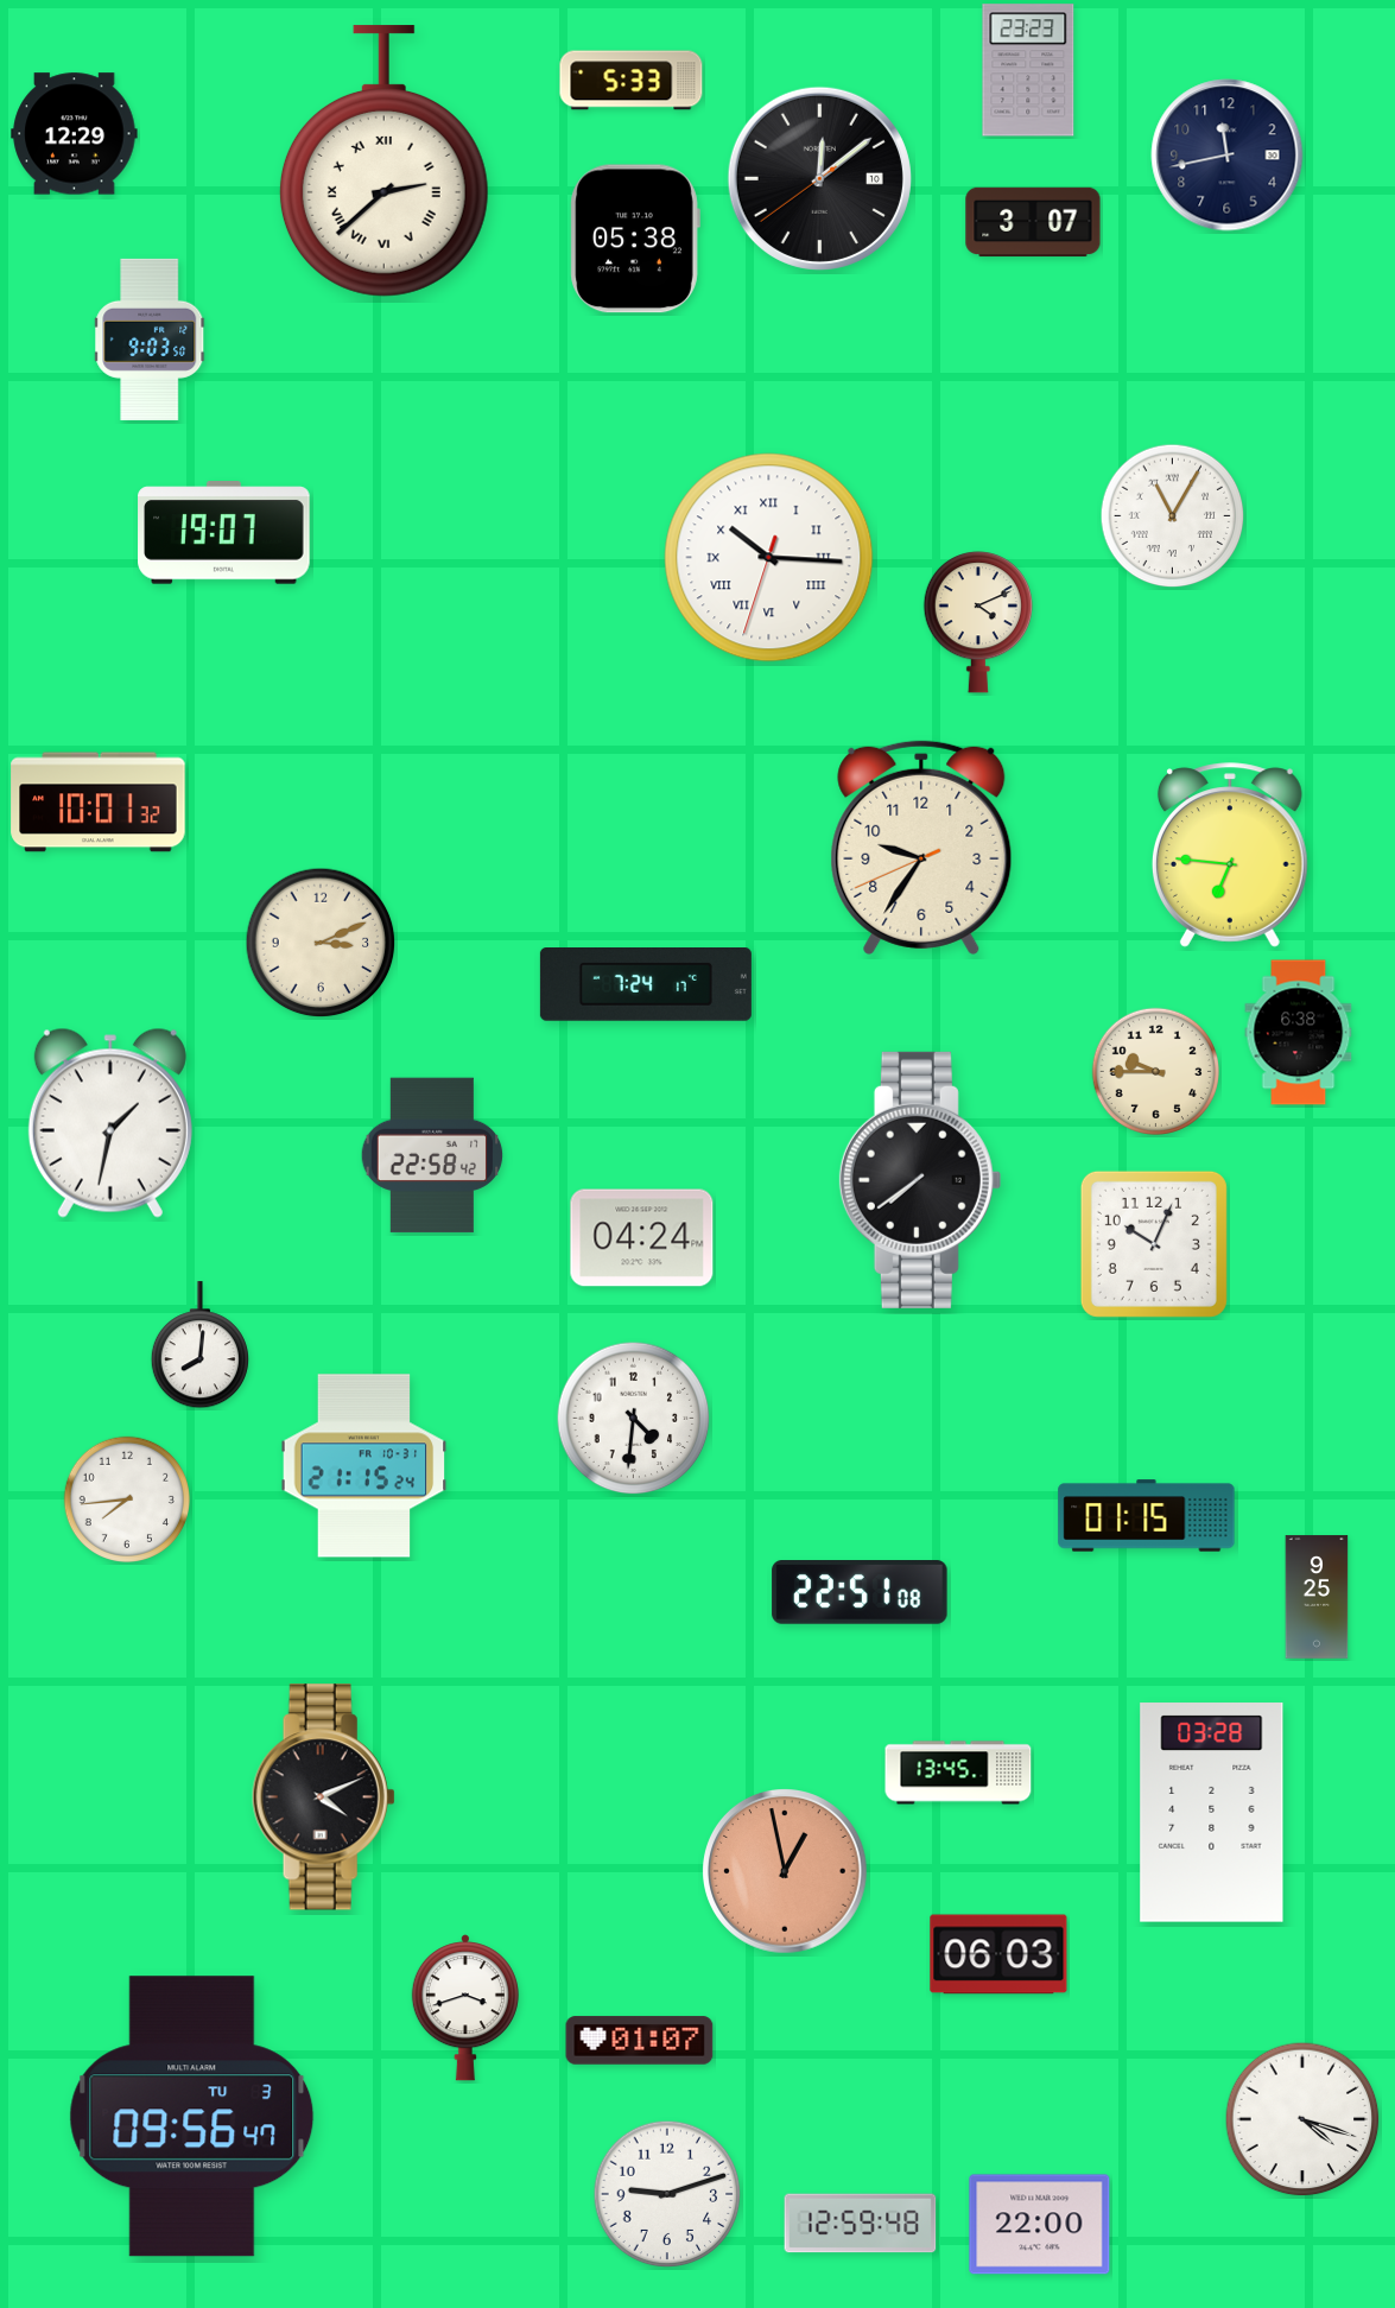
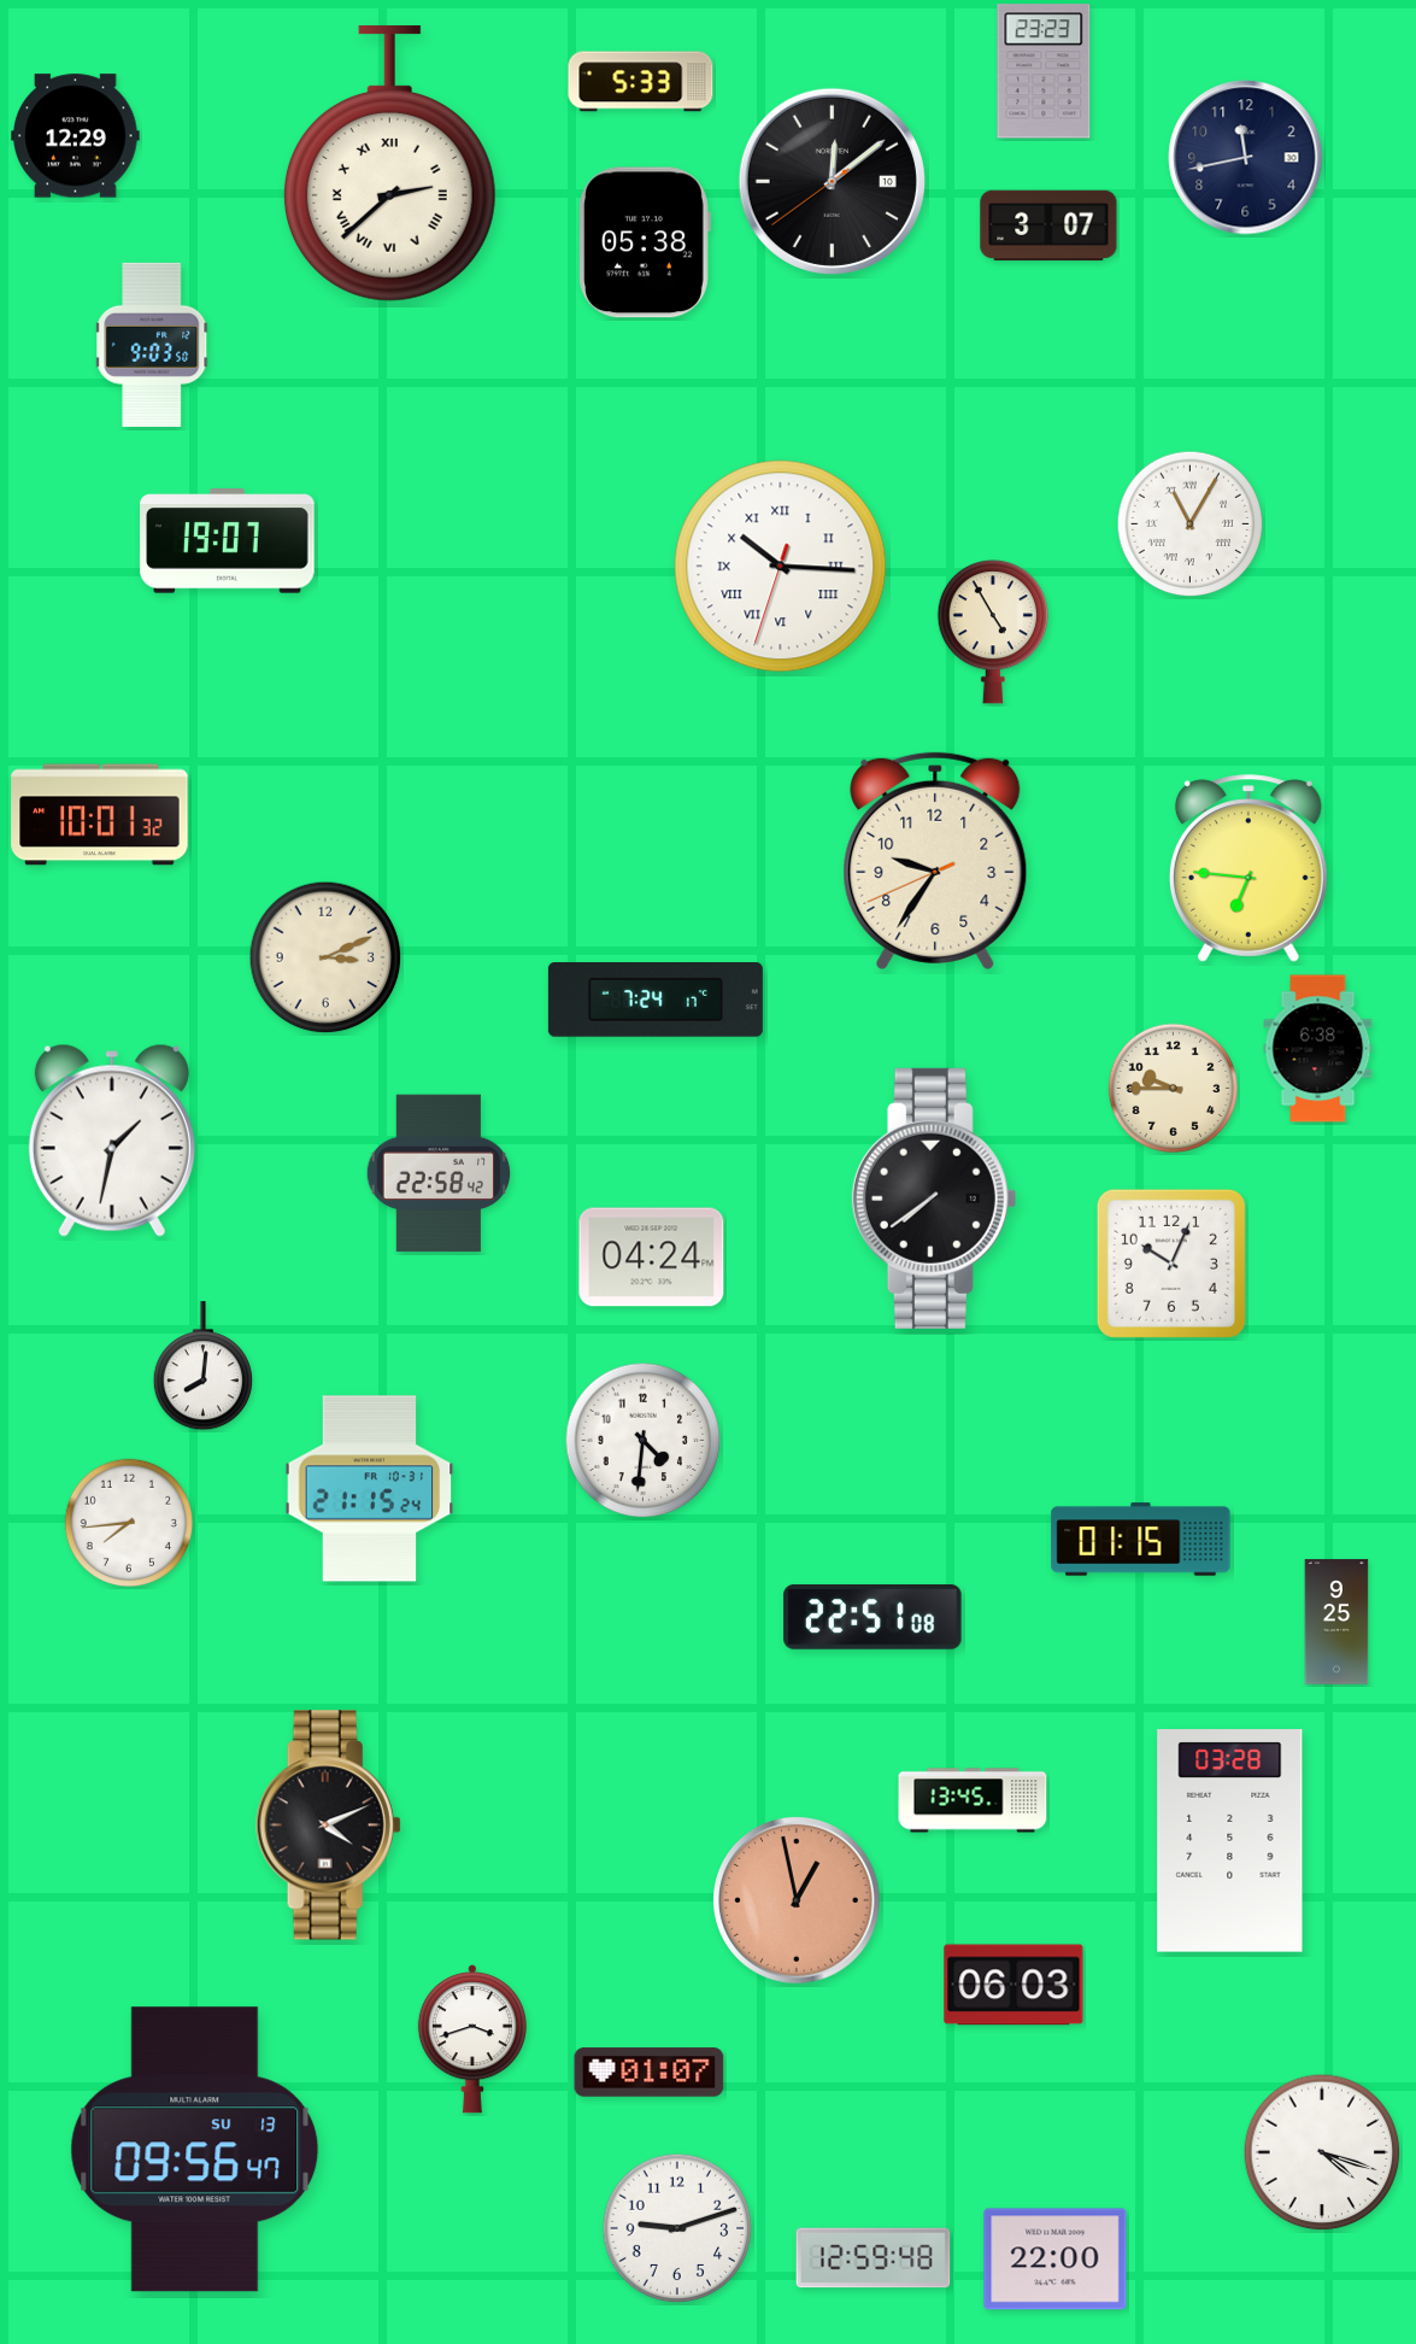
clock at (977, 623): 4:11 -> 4:55
clock at (1147, 1516) position: (1147, 1516) -> (1141, 1540)
clock at (192, 2117) date: TU 3 -> SU 13
